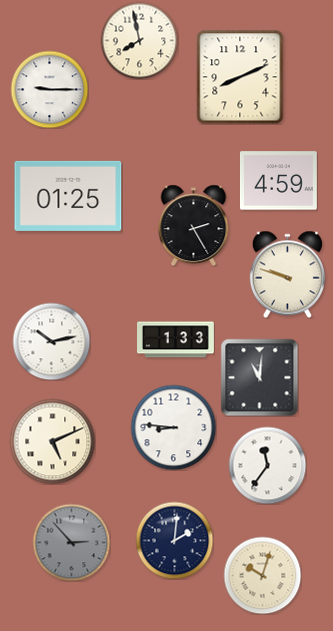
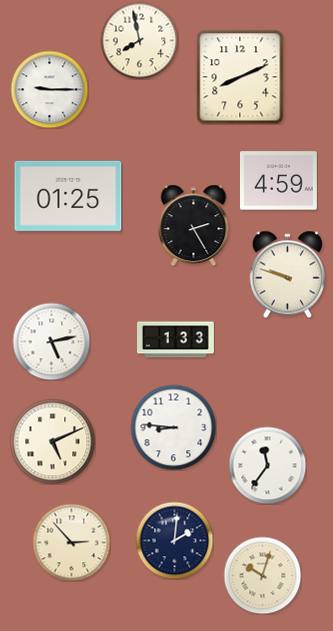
clock at (51, 341): 10:13 -> 5:13
clock at (259, 377): 11:01 -> none
clock at (71, 542) dial: grey -> cream
